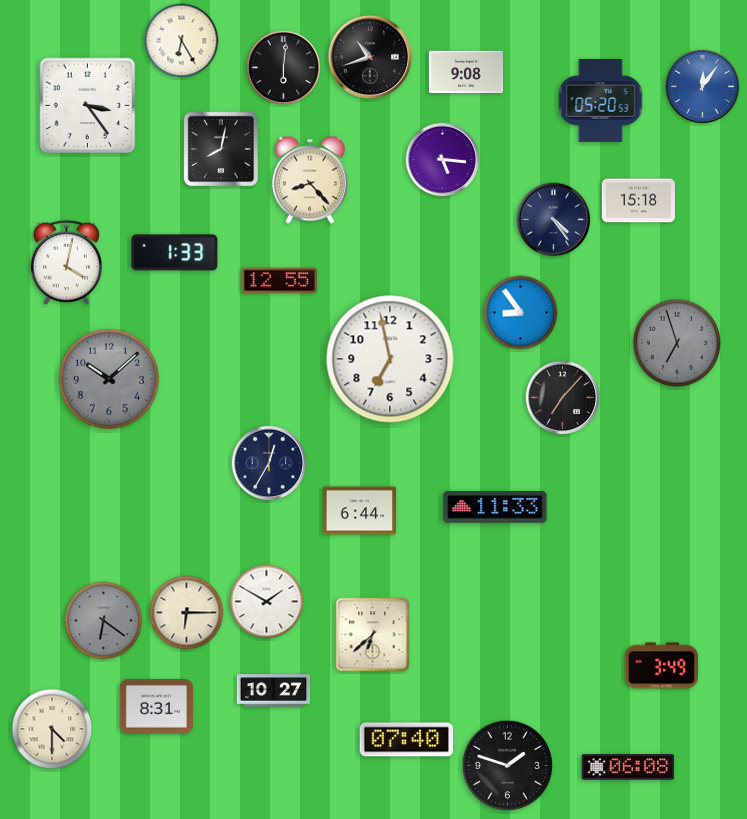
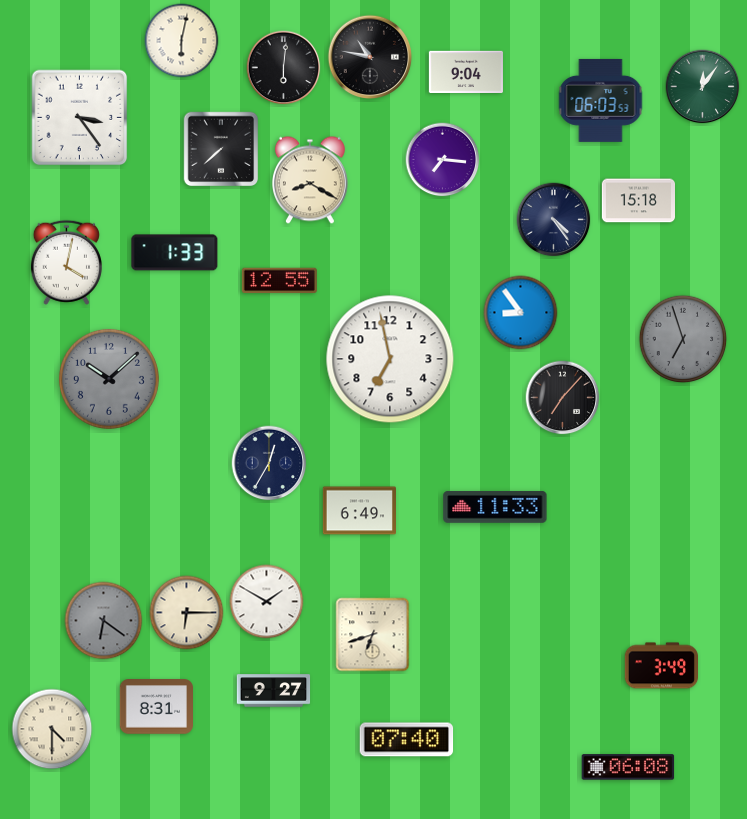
clock at (182, 41): 6:25 -> 6:02
clock at (370, 57): 10:42 -> 10:47
clock at (466, 72): 9:08 -> 9:04
clock at (703, 87) dial: blue -> green
clock at (601, 100): 05:20 -> 06:03
clock at (88, 106) position: (88, 106) -> (80, 118)
clock at (221, 149): 8:02 -> 7:38
clock at (443, 160): 5:16 -> 7:16
clock at (310, 180): 8:23 -> 8:20
clock at (677, 343) position: (677, 343) -> (683, 339)
clock at (359, 511): 6:44 -> 6:49
clock at (373, 635): 6:38 -> 6:42
clock at (274, 691): 10:27 -> 9:27
clock at (507, 765): 1:48 -> none
